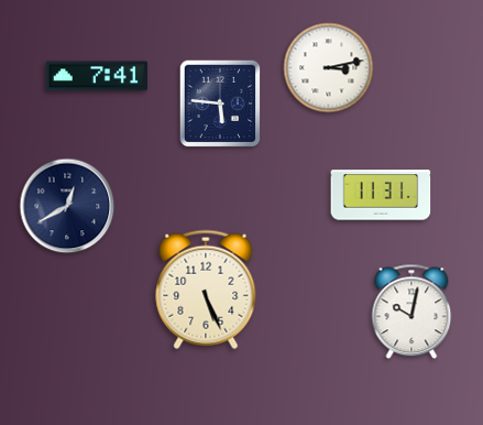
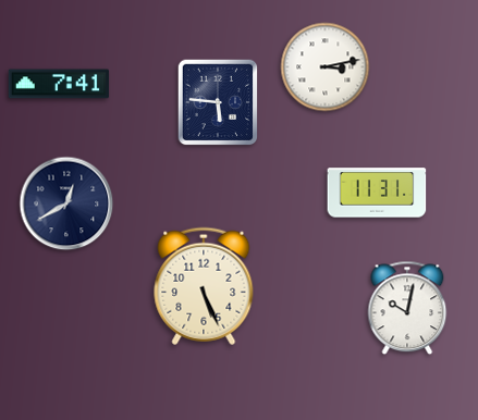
clock at (97, 76) position: (97, 76) -> (59, 84)
